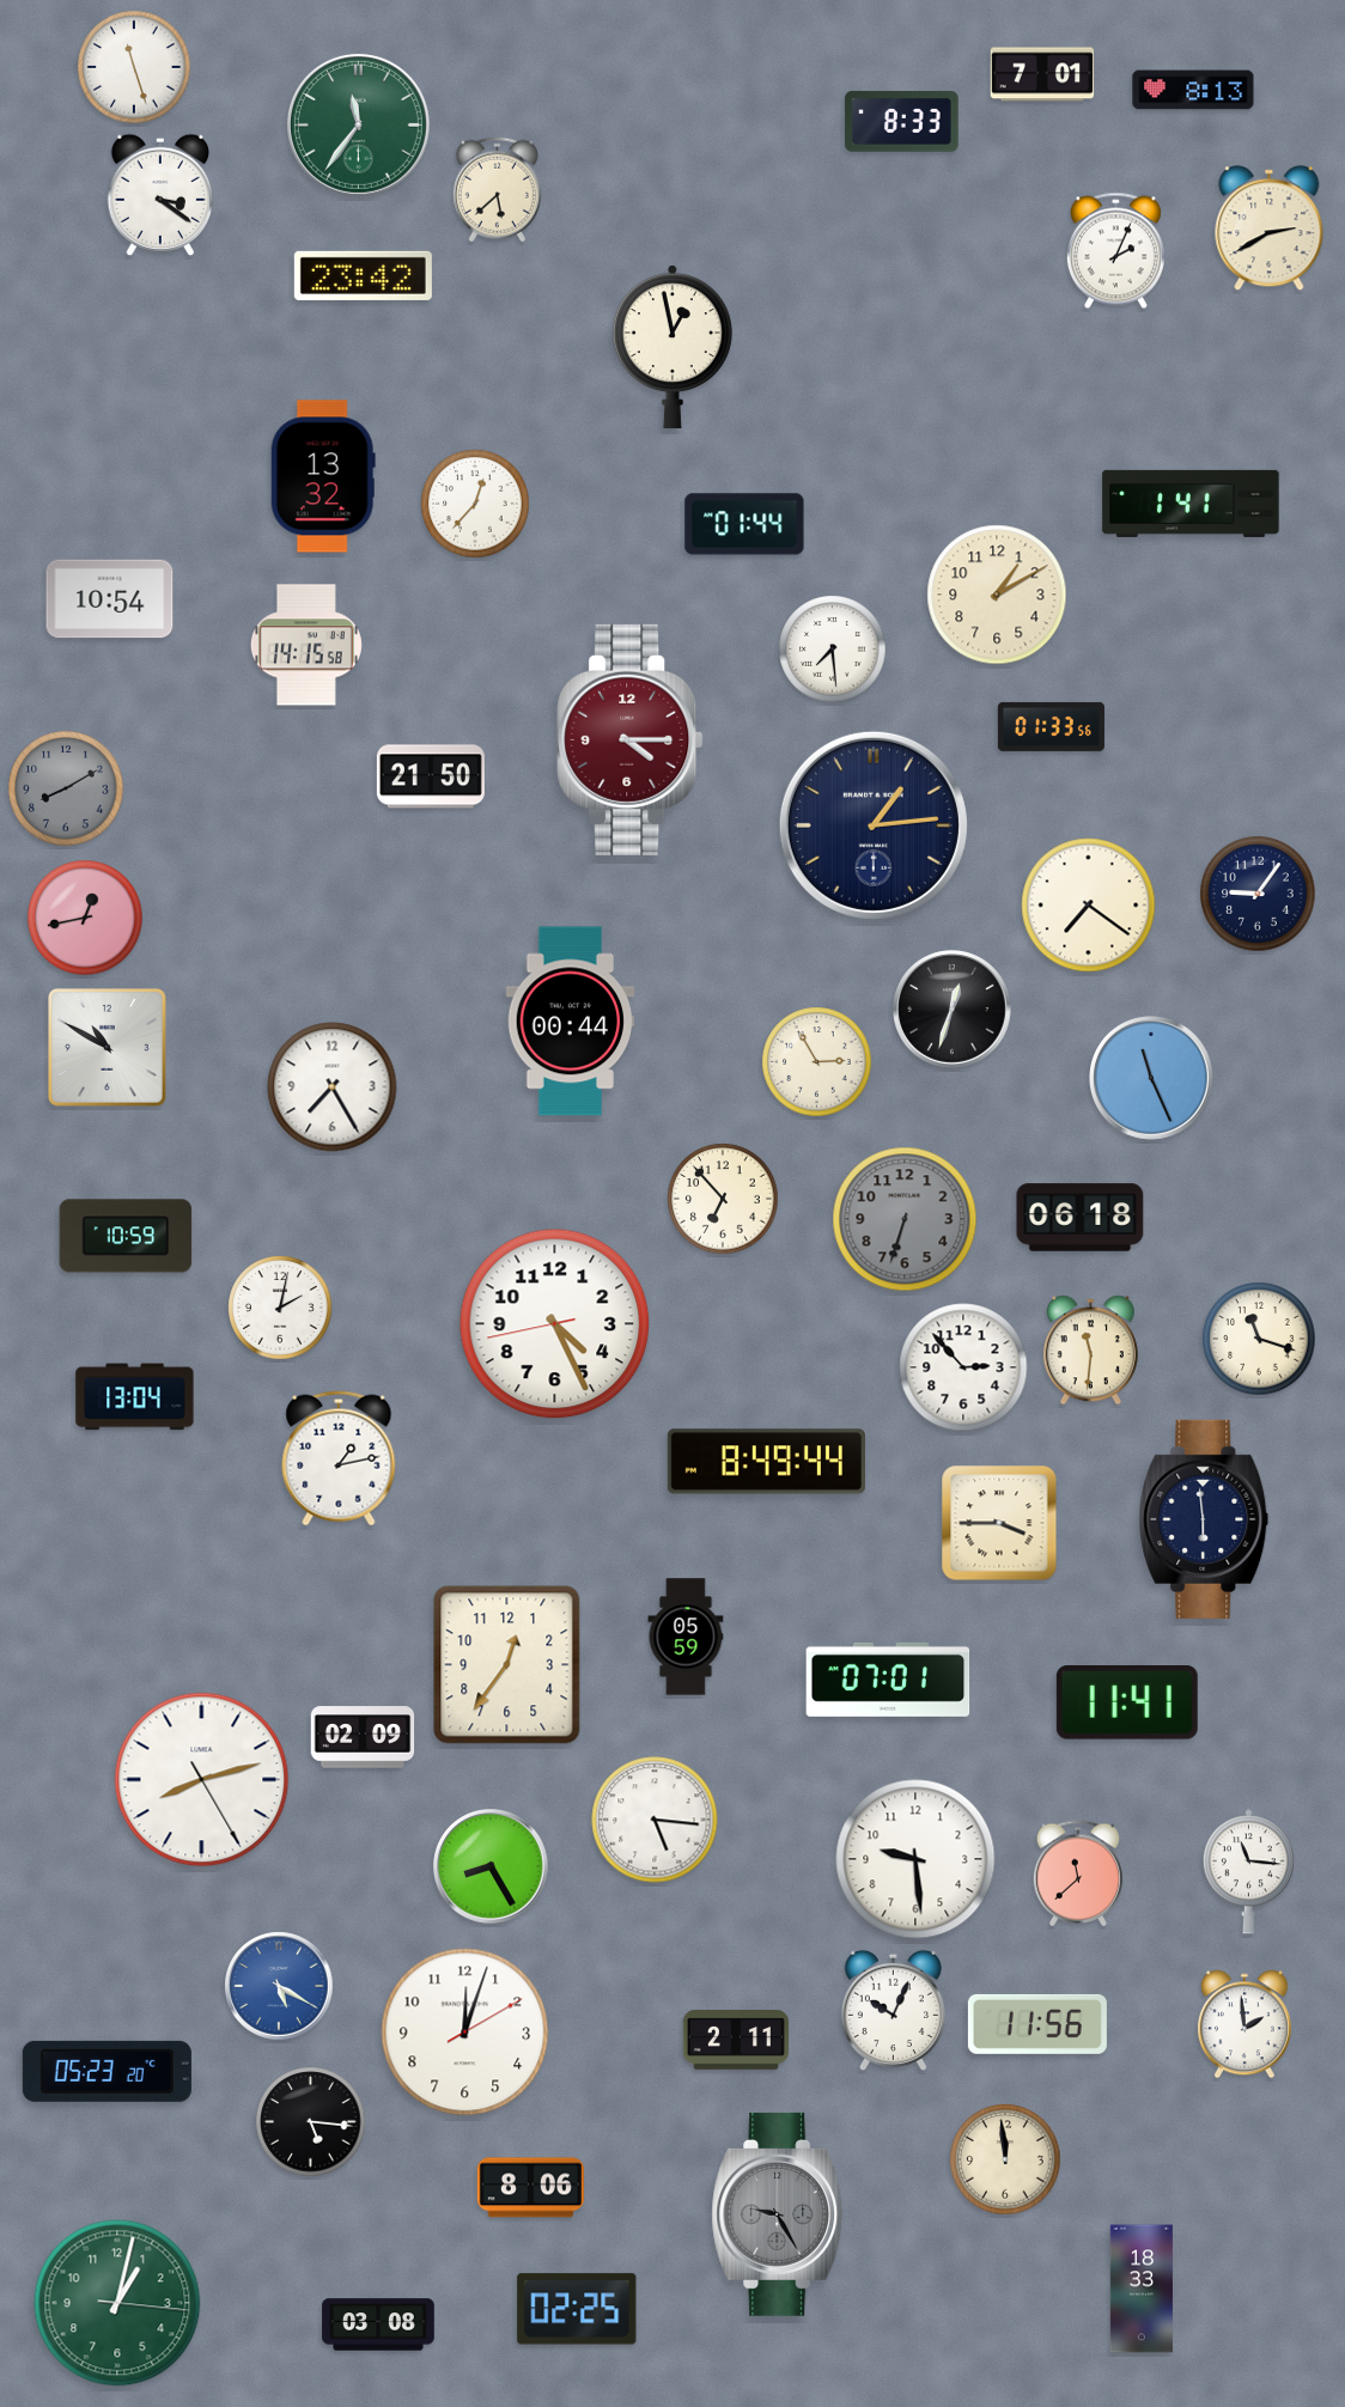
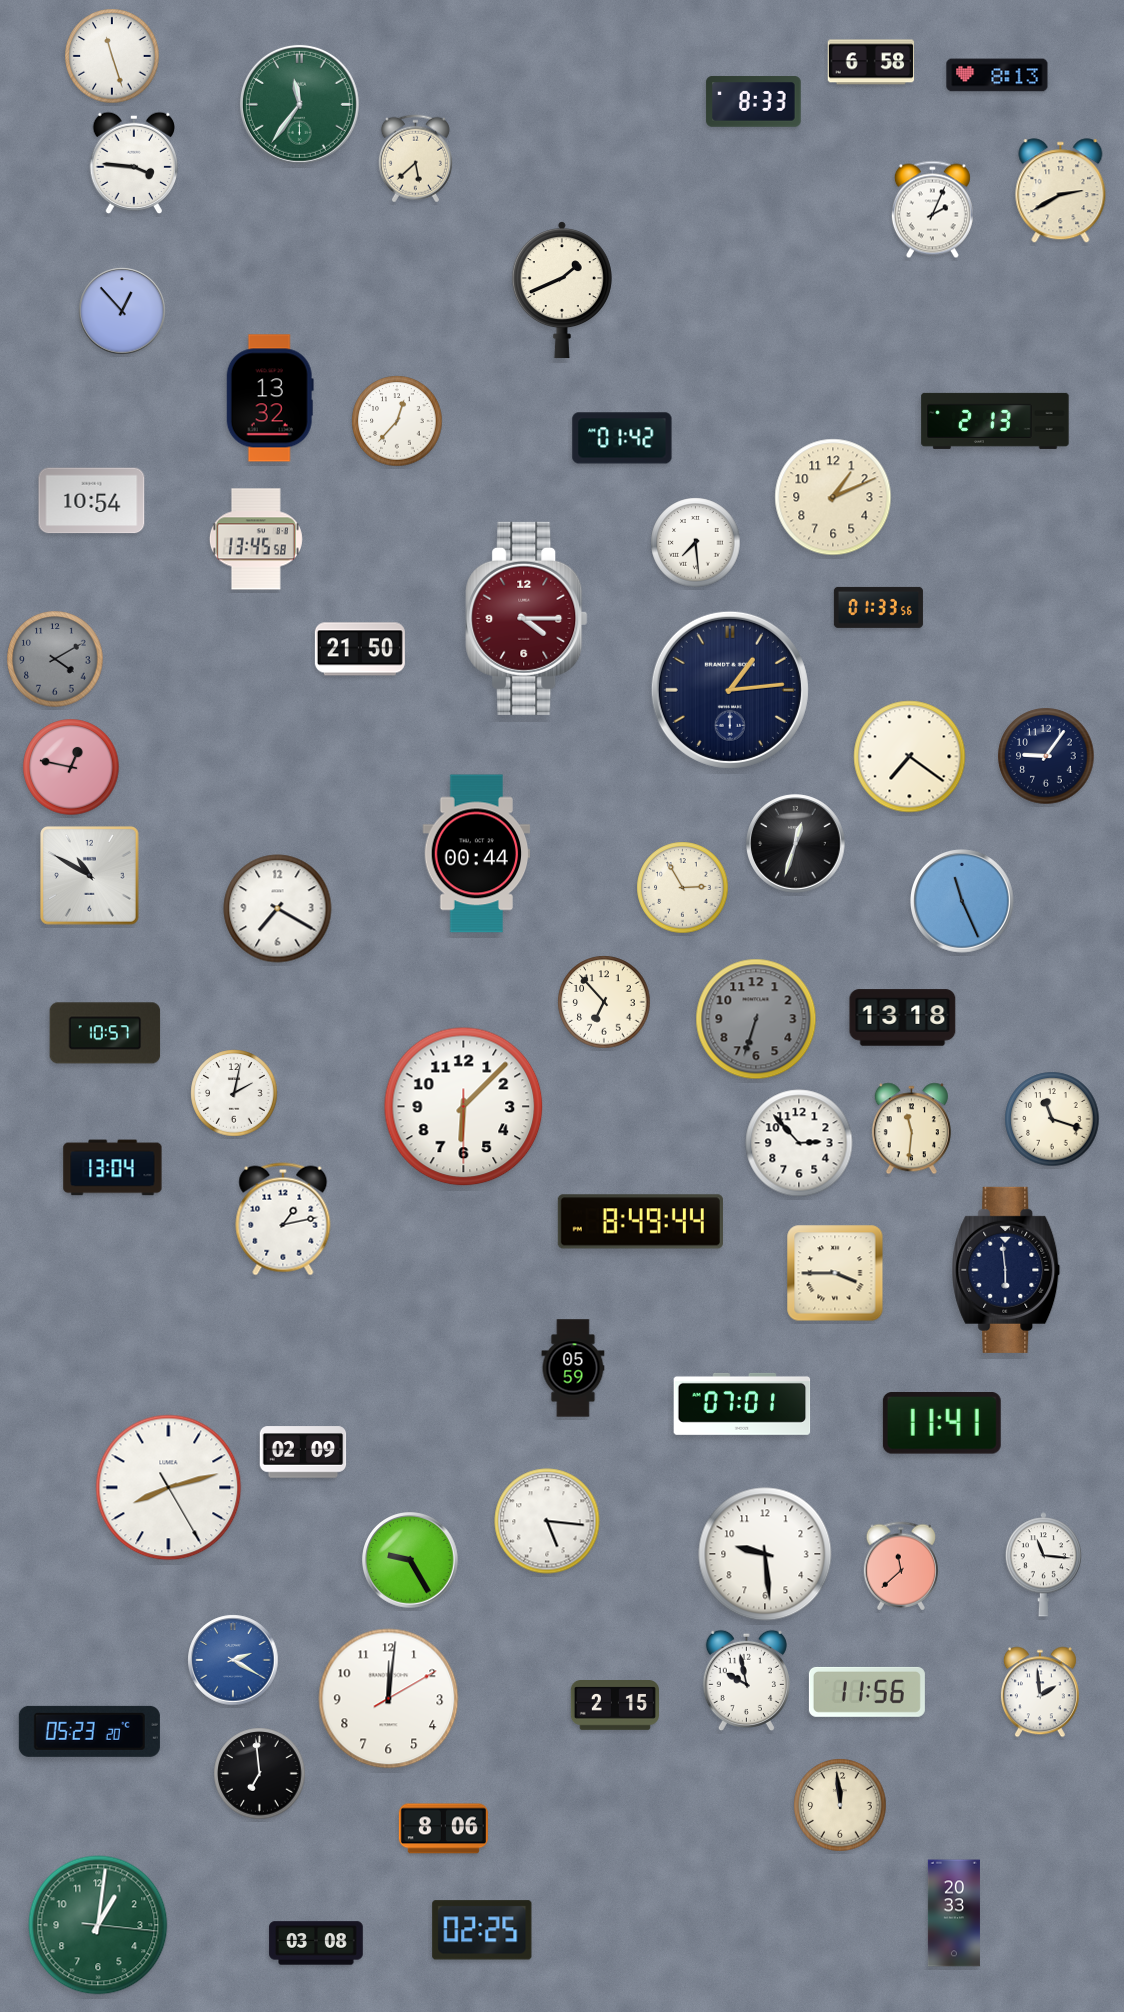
clock at (1042, 74): 7:01 -> 6:58
clock at (160, 195): 3:21 -> 3:46
clock at (363, 275): 23:42 -> none
clock at (672, 347): 12:58 -> 1:41
clock at (122, 311): none -> 12:53
clock at (1191, 504): 1:41 -> 2:13
clock at (744, 524): 01:44 -> 01:42
clock at (997, 595): 1:10 -> 1:11
clock at (306, 645): 14:15 -> 13:45
clock at (66, 788): 8:10 -> 4:10
clock at (1258, 894) position: (1258, 894) -> (1046, 756)
clock at (85, 918): 12:43 -> 12:47
clock at (333, 1087): 7:25 -> 7:20
clock at (1081, 1218): 06:18 -> 13:18
clock at (126, 1236): 10:59 -> 10:57
clock at (555, 1324): 4:25 -> 6:07
clock at (963, 1367) position: (963, 1367) -> (799, 1143)
clock at (507, 1665): 12:36 -> none
clock at (491, 1866): 8:25 -> 9:25
clock at (279, 1986): 5:20 -> 2:20
clock at (893, 2010): 10:04 -> 9:58
clock at (465, 2033): 12:03 -> 12:01
clock at (735, 2040): 2:11 -> 2:15
clock at (311, 2122): 5:16 -> 6:59
clock at (778, 2214): 9:25 -> none
clock at (1142, 2289): 18:33 -> 20:33
clock at (117, 2303): 1:02 -> 1:01
